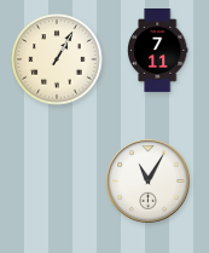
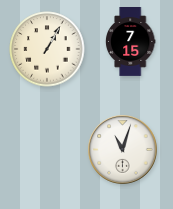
clock at (157, 51): 7:11 -> 7:15
clock at (149, 182): 11:05 -> 11:03
